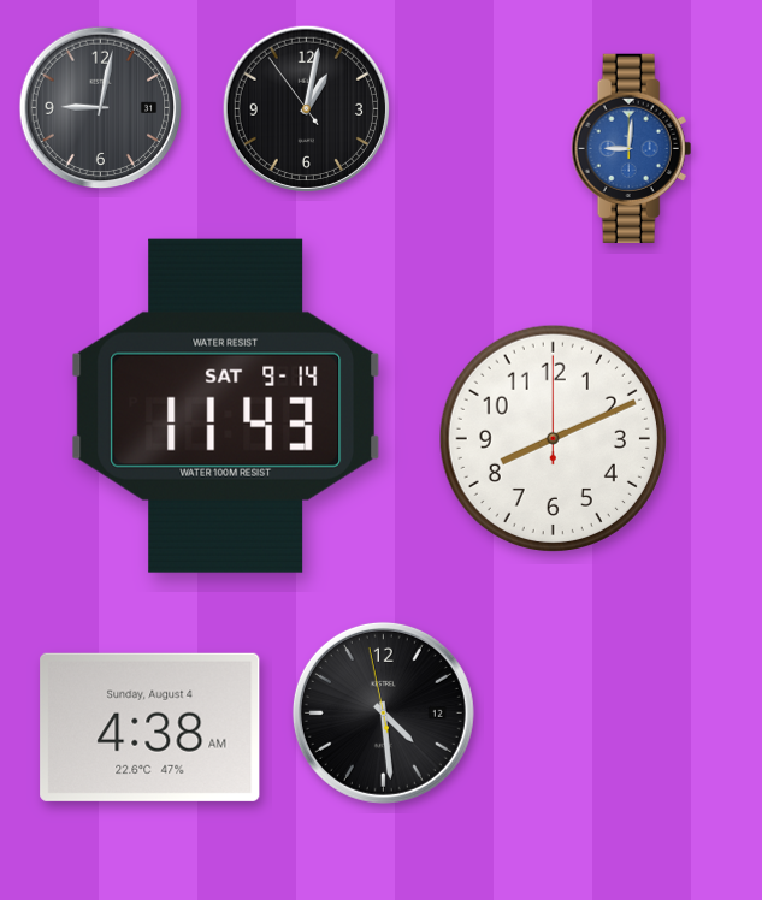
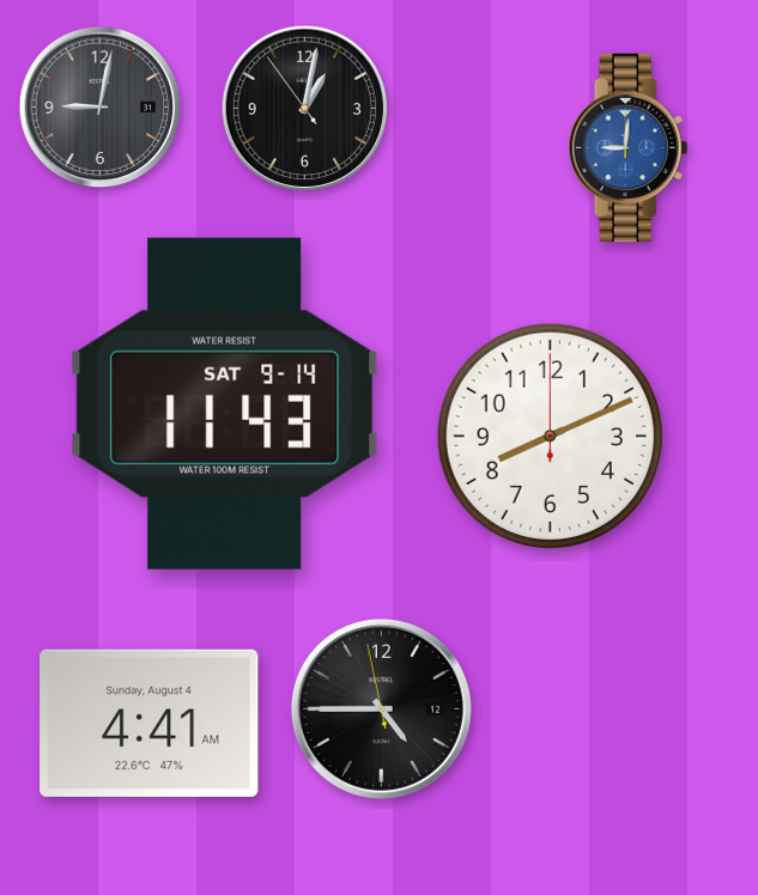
clock at (383, 712): 4:28 -> 4:44
clock at (150, 727): 4:38 -> 4:41
